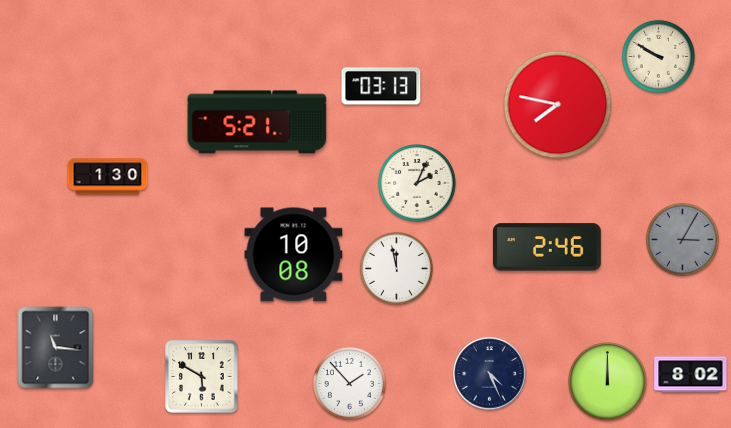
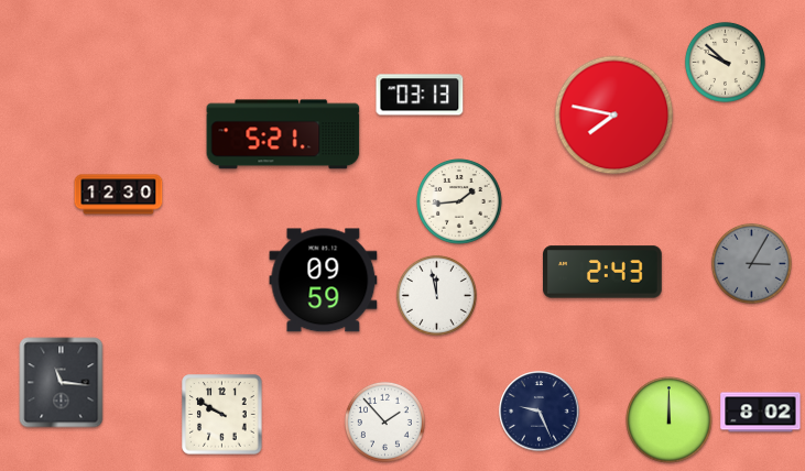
clock at (658, 56): 9:50 -> 9:52
clock at (108, 177): 1:30 -> 12:30
clock at (417, 183): 2:04 -> 1:44
clock at (548, 247): 2:46 -> 2:43
clock at (294, 255): 10:08 -> 09:59
clock at (490, 374): 4:26 -> 9:26
clock at (202, 377): 5:50 -> 9:50
